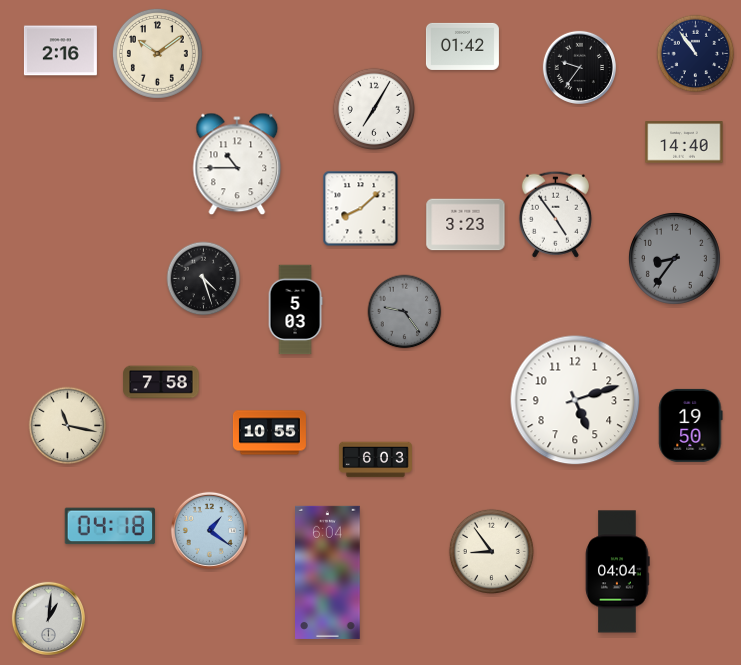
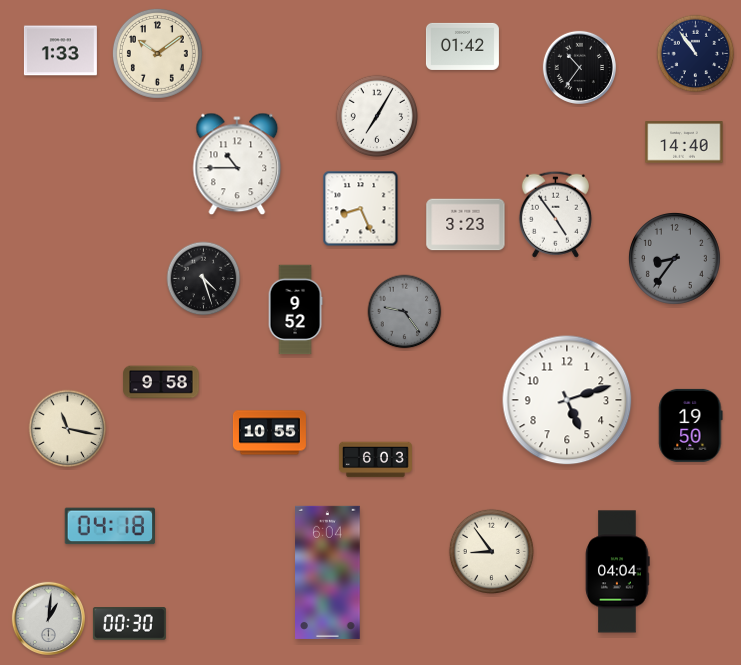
clock at (60, 51): 2:16 -> 1:33
clock at (579, 67): 9:36 -> 10:36
clock at (373, 108) position: (373, 108) -> (376, 115)
clock at (361, 209): 8:08 -> 8:26
clock at (295, 310): 5:03 -> 9:52
clock at (161, 382): 7:58 -> 9:58
clock at (575, 400) position: (575, 400) -> (567, 400)
clock at (68, 426) position: (68, 426) -> (68, 429)
clock at (209, 530): 1:21 -> none
clock at (129, 624): none -> 00:30
